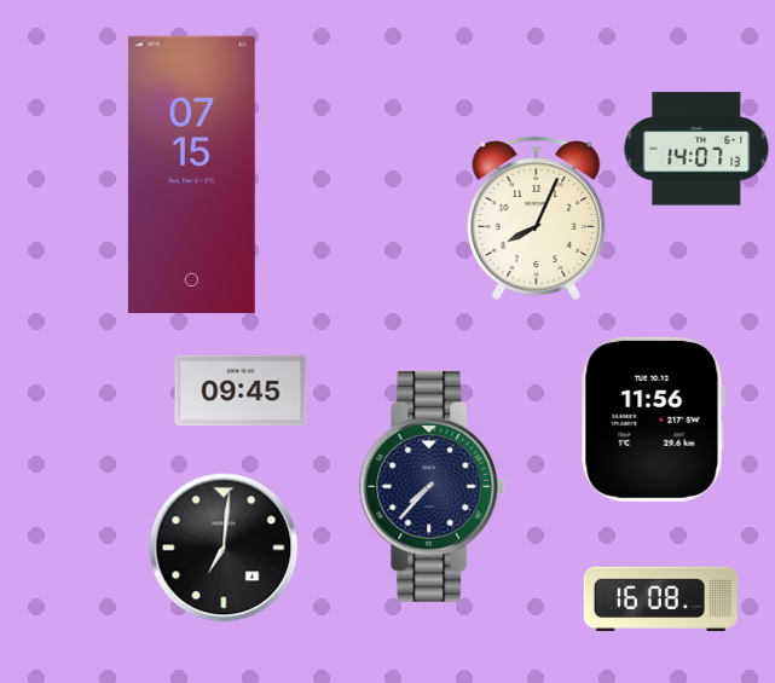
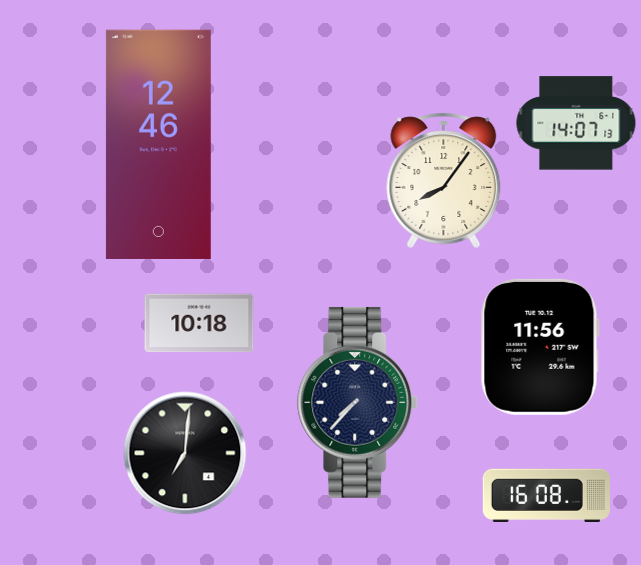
clock at (191, 174): 07:15 -> 12:46
clock at (537, 218): 8:04 -> 8:06
clock at (241, 390): 09:45 -> 10:18
